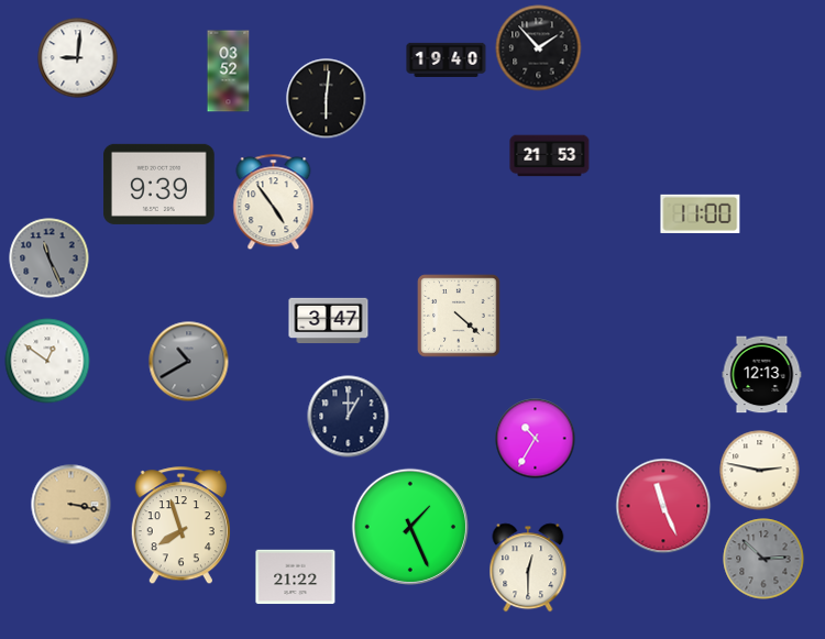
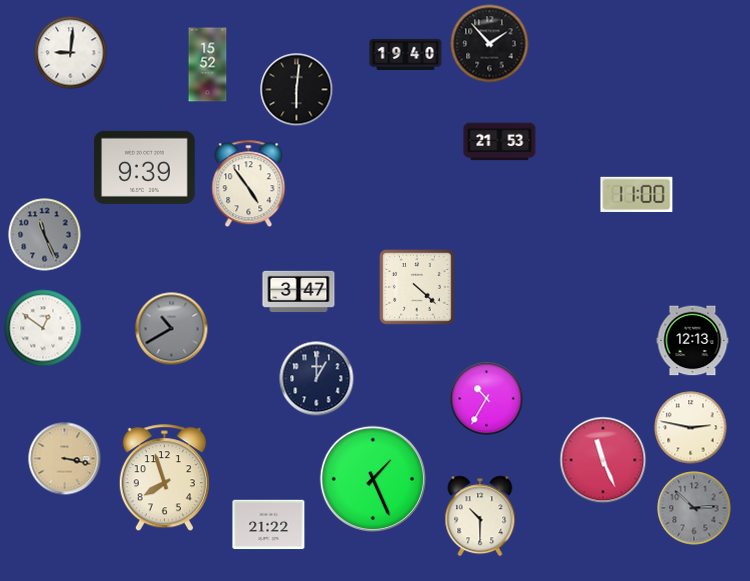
clock at (229, 71): 03:52 -> 15:52
clock at (528, 568): 12:30 -> 10:30
